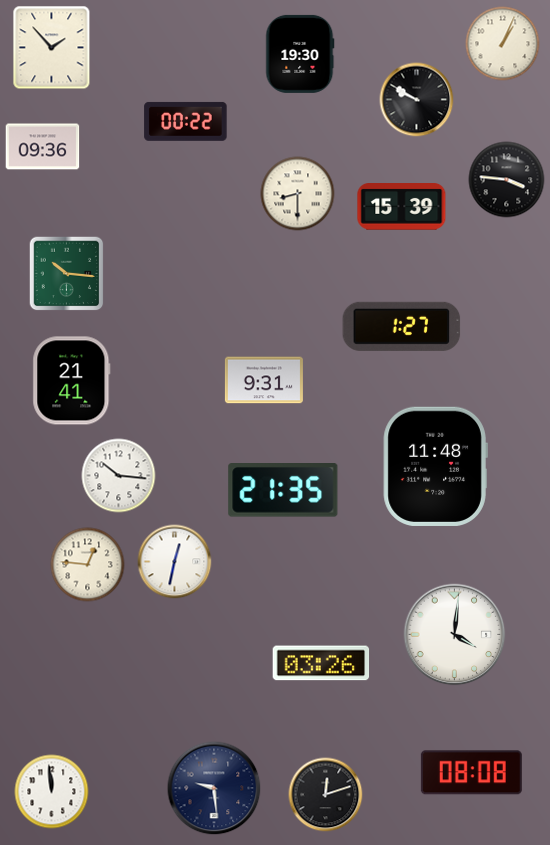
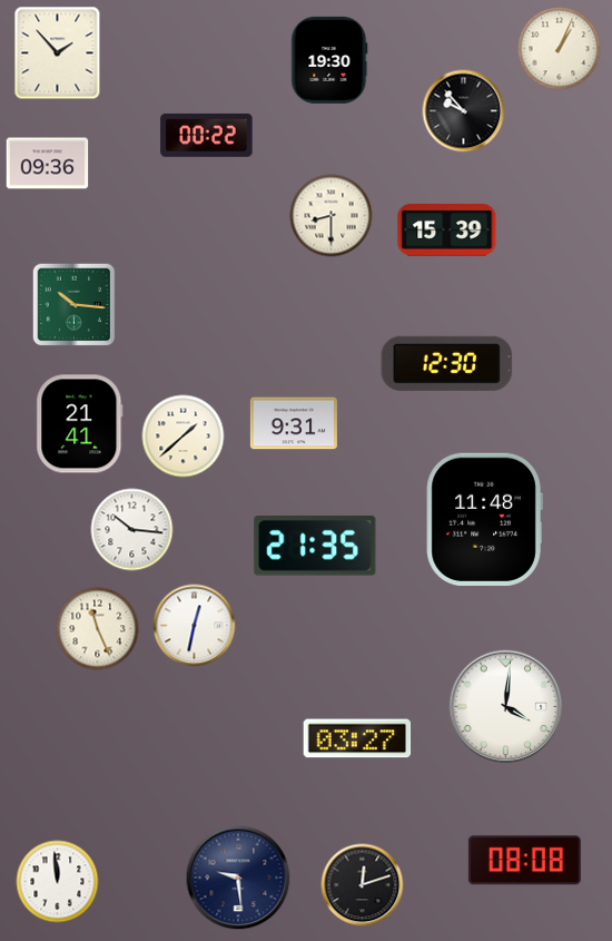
clock at (300, 54) position: (300, 54) -> (329, 60)
clock at (417, 100): 9:50 -> 9:53
clock at (507, 180): 3:46 -> none
clock at (402, 326): 1:27 -> 12:30
clock at (184, 437): none -> 1:38
clock at (88, 565): 12:46 -> 11:26
clock at (321, 663): 03:26 -> 03:27
